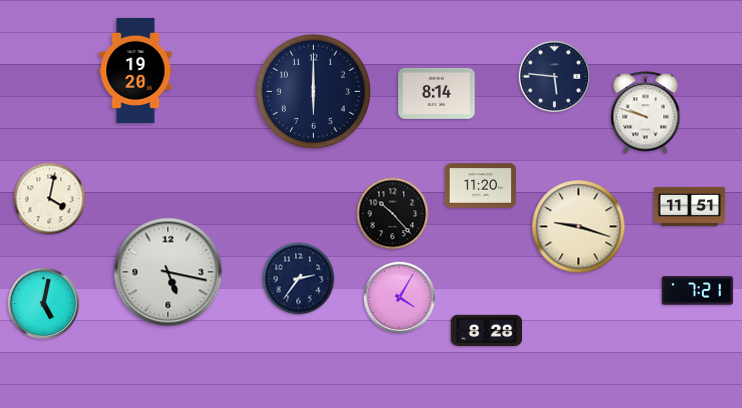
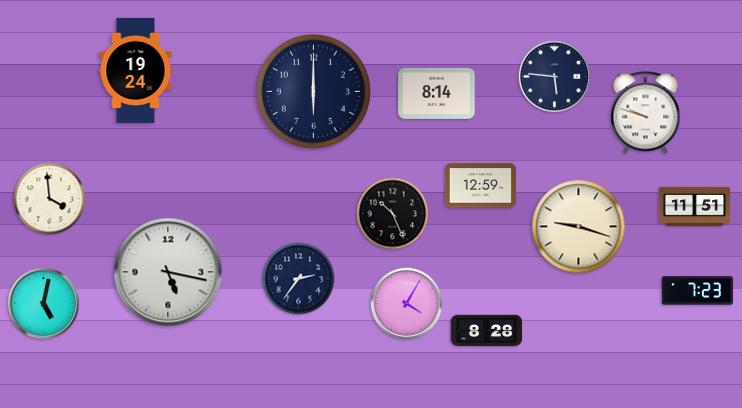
clock at (136, 70): 19:20 -> 19:24
clock at (481, 186): 11:20 -> 12:59
clock at (50, 199): 4:02 -> 3:59
clock at (690, 206) position: (690, 206) -> (695, 206)
clock at (393, 214): 10:23 -> 10:26
clock at (698, 291): 7:21 -> 7:23
clock at (400, 298) position: (400, 298) -> (407, 304)
